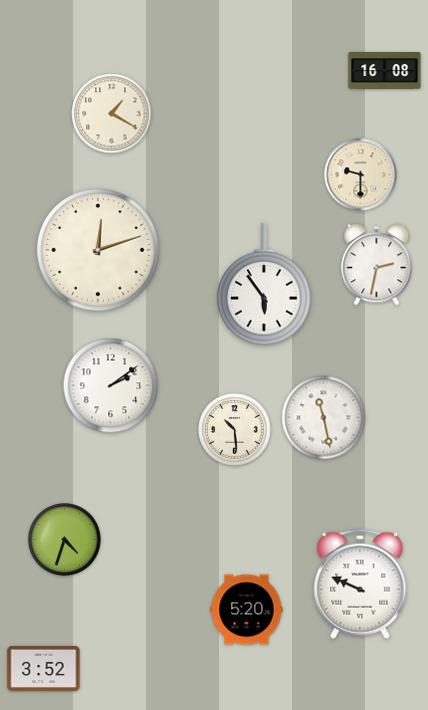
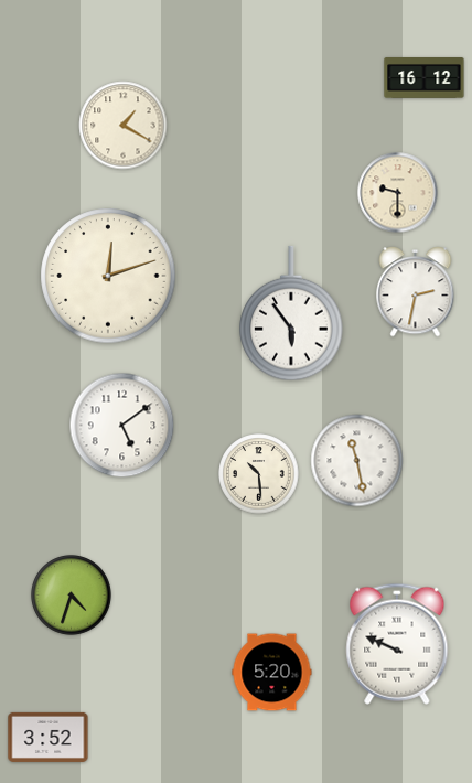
clock at (385, 71): 16:08 -> 16:12
clock at (111, 386): 2:09 -> 5:09
